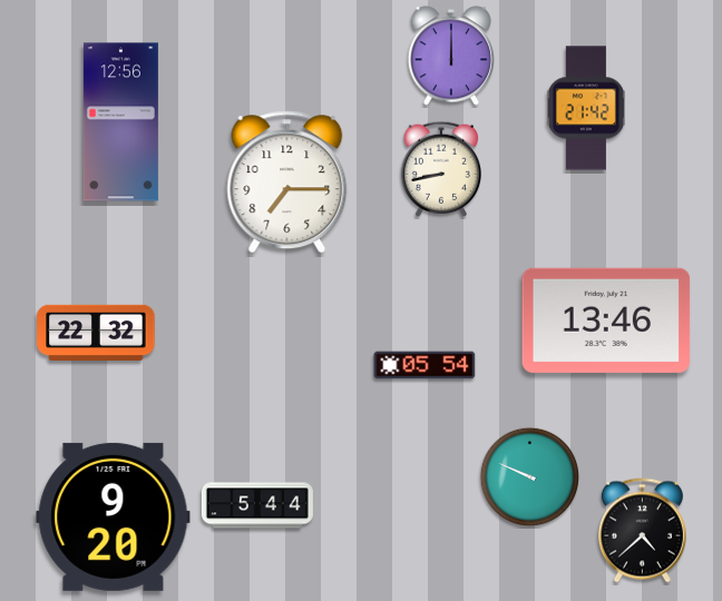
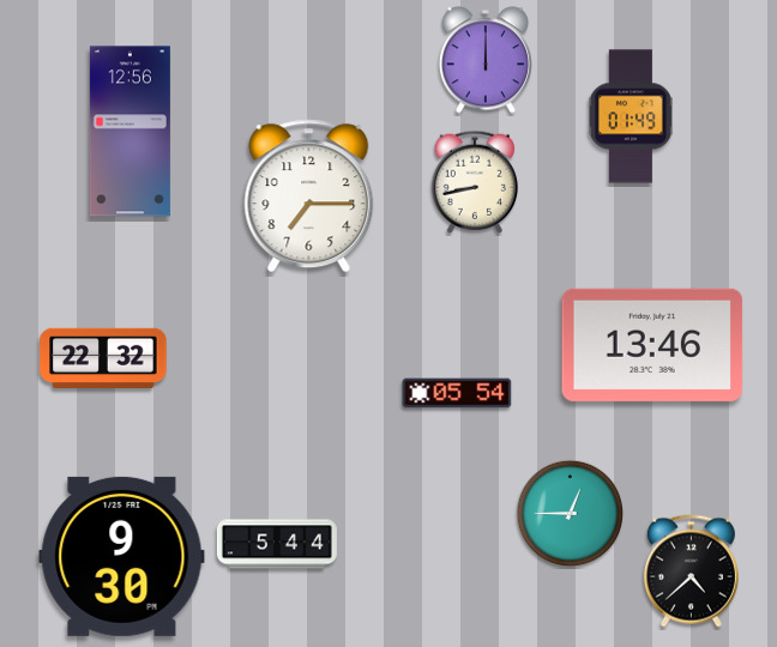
clock at (586, 108): 21:42 -> 01:49
clock at (530, 477): 9:49 -> 12:45
clock at (114, 516): 9:20 -> 9:30
